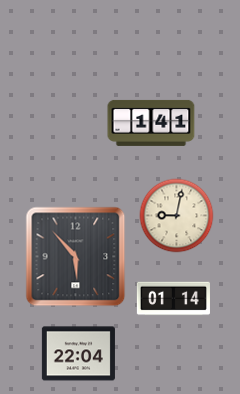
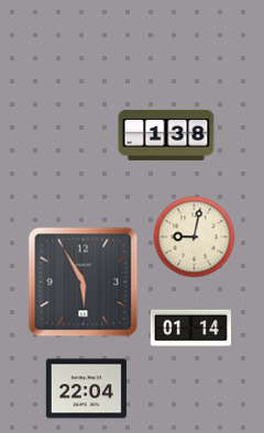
clock at (151, 123): 1:41 -> 1:38
clock at (76, 257): 5:53 -> 5:55
